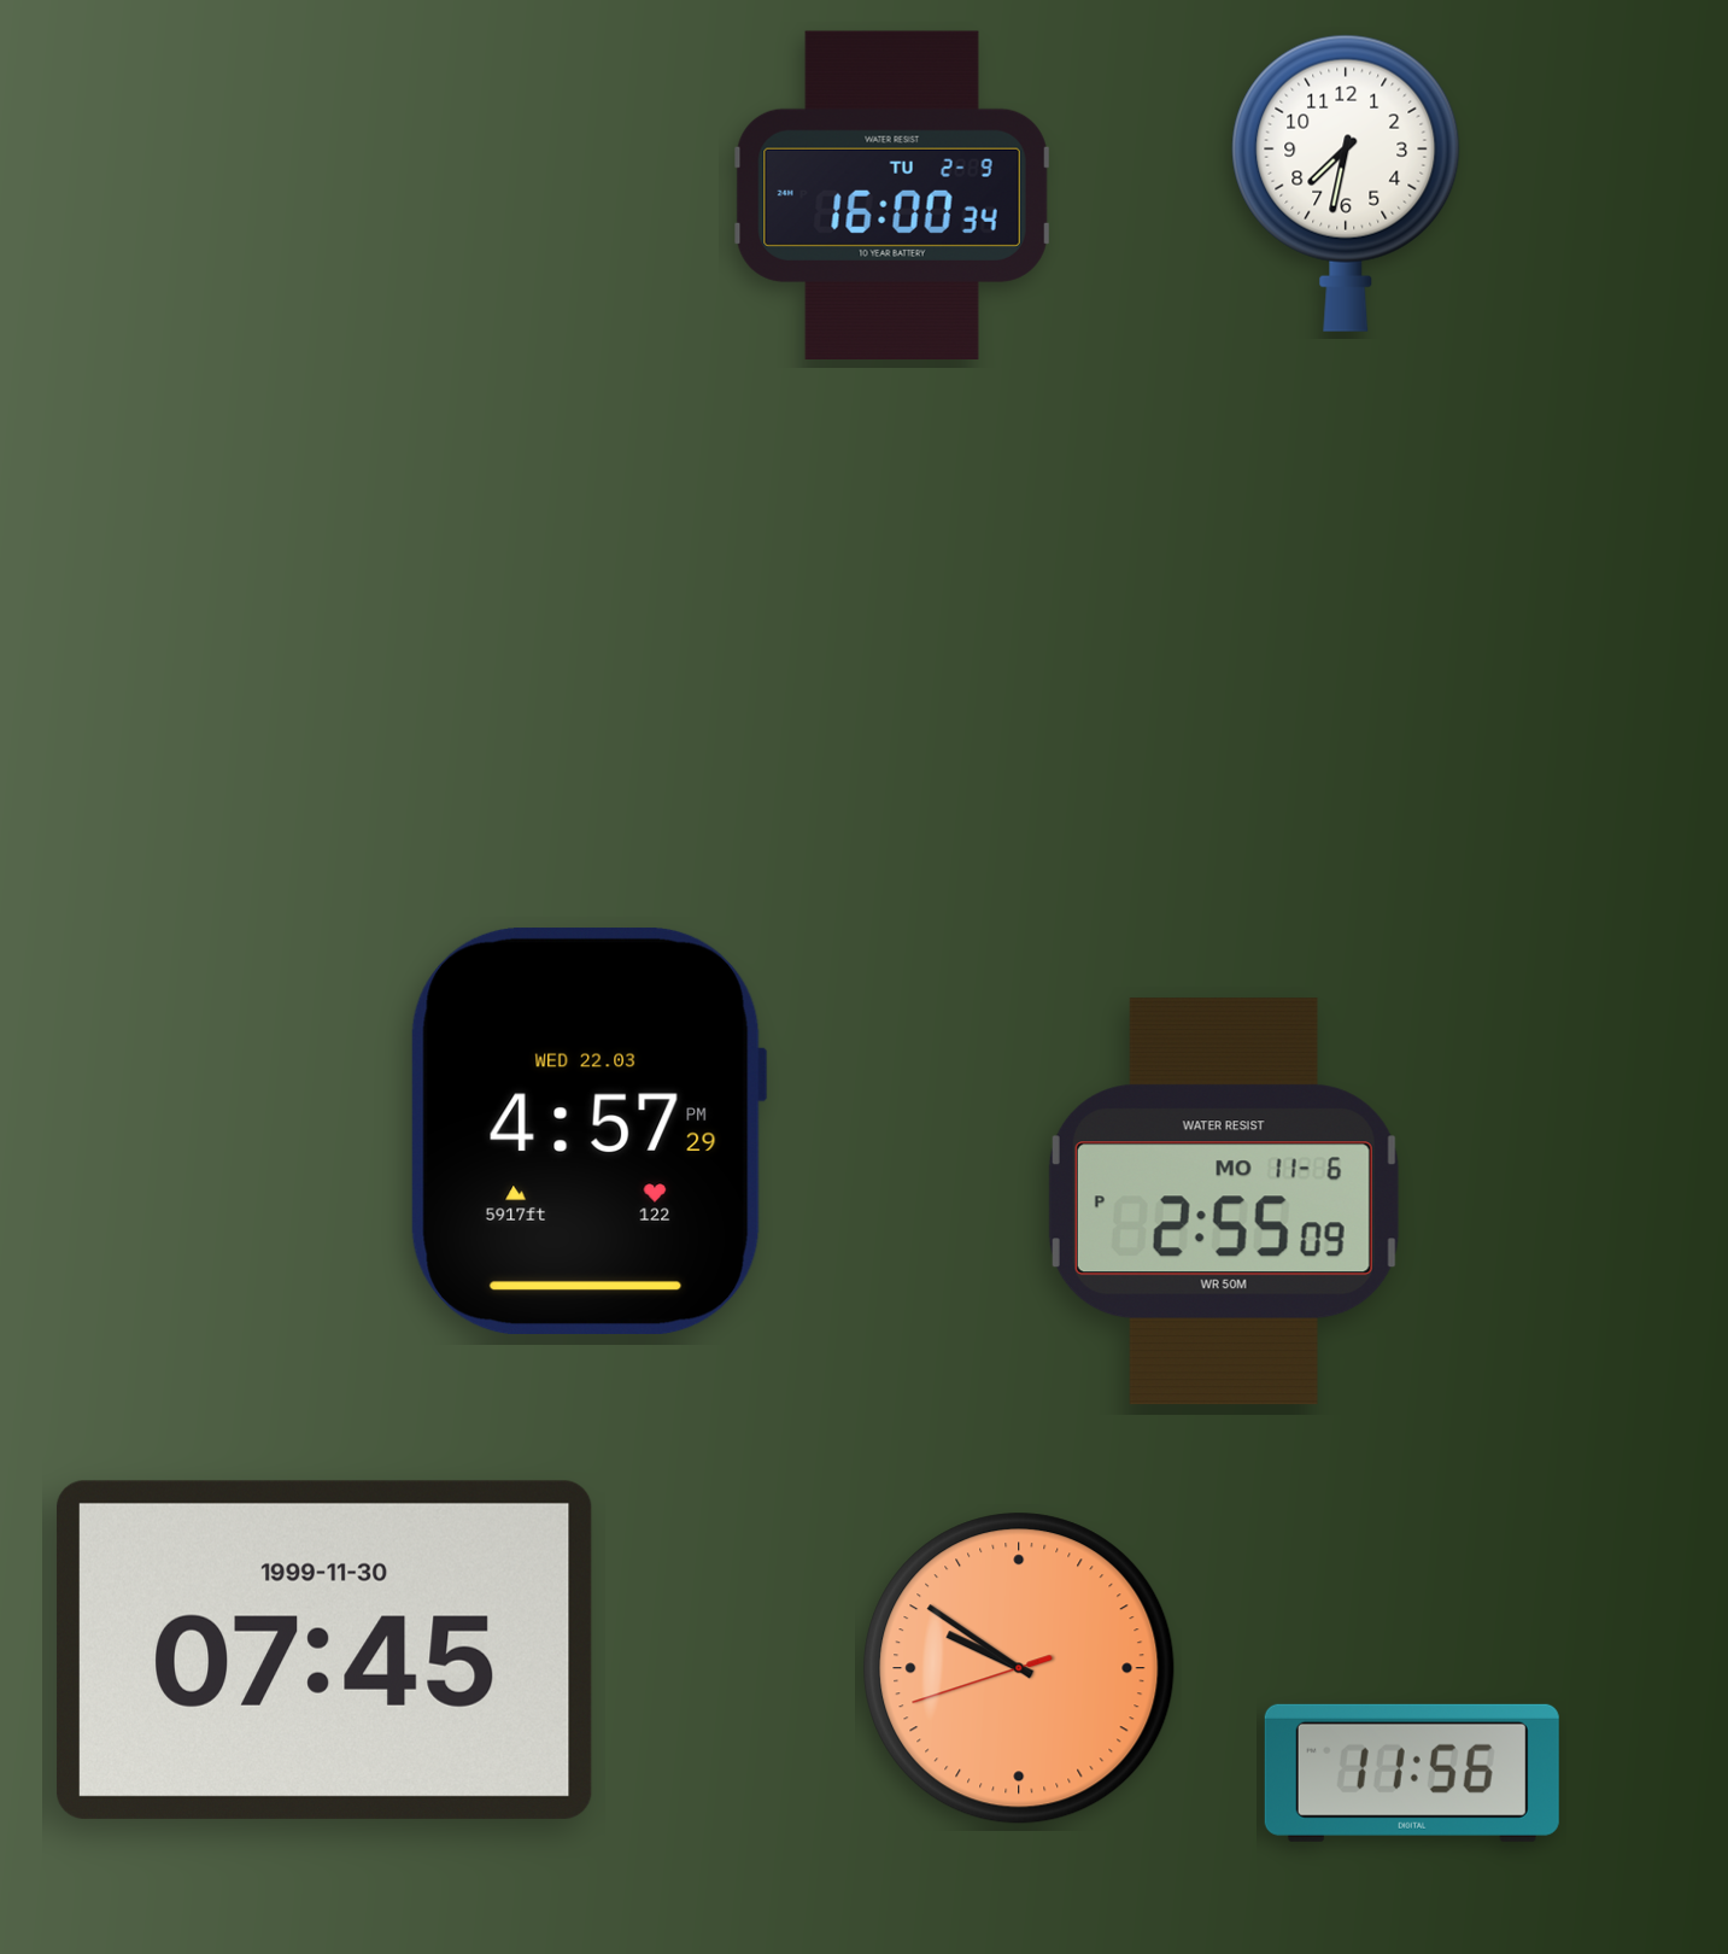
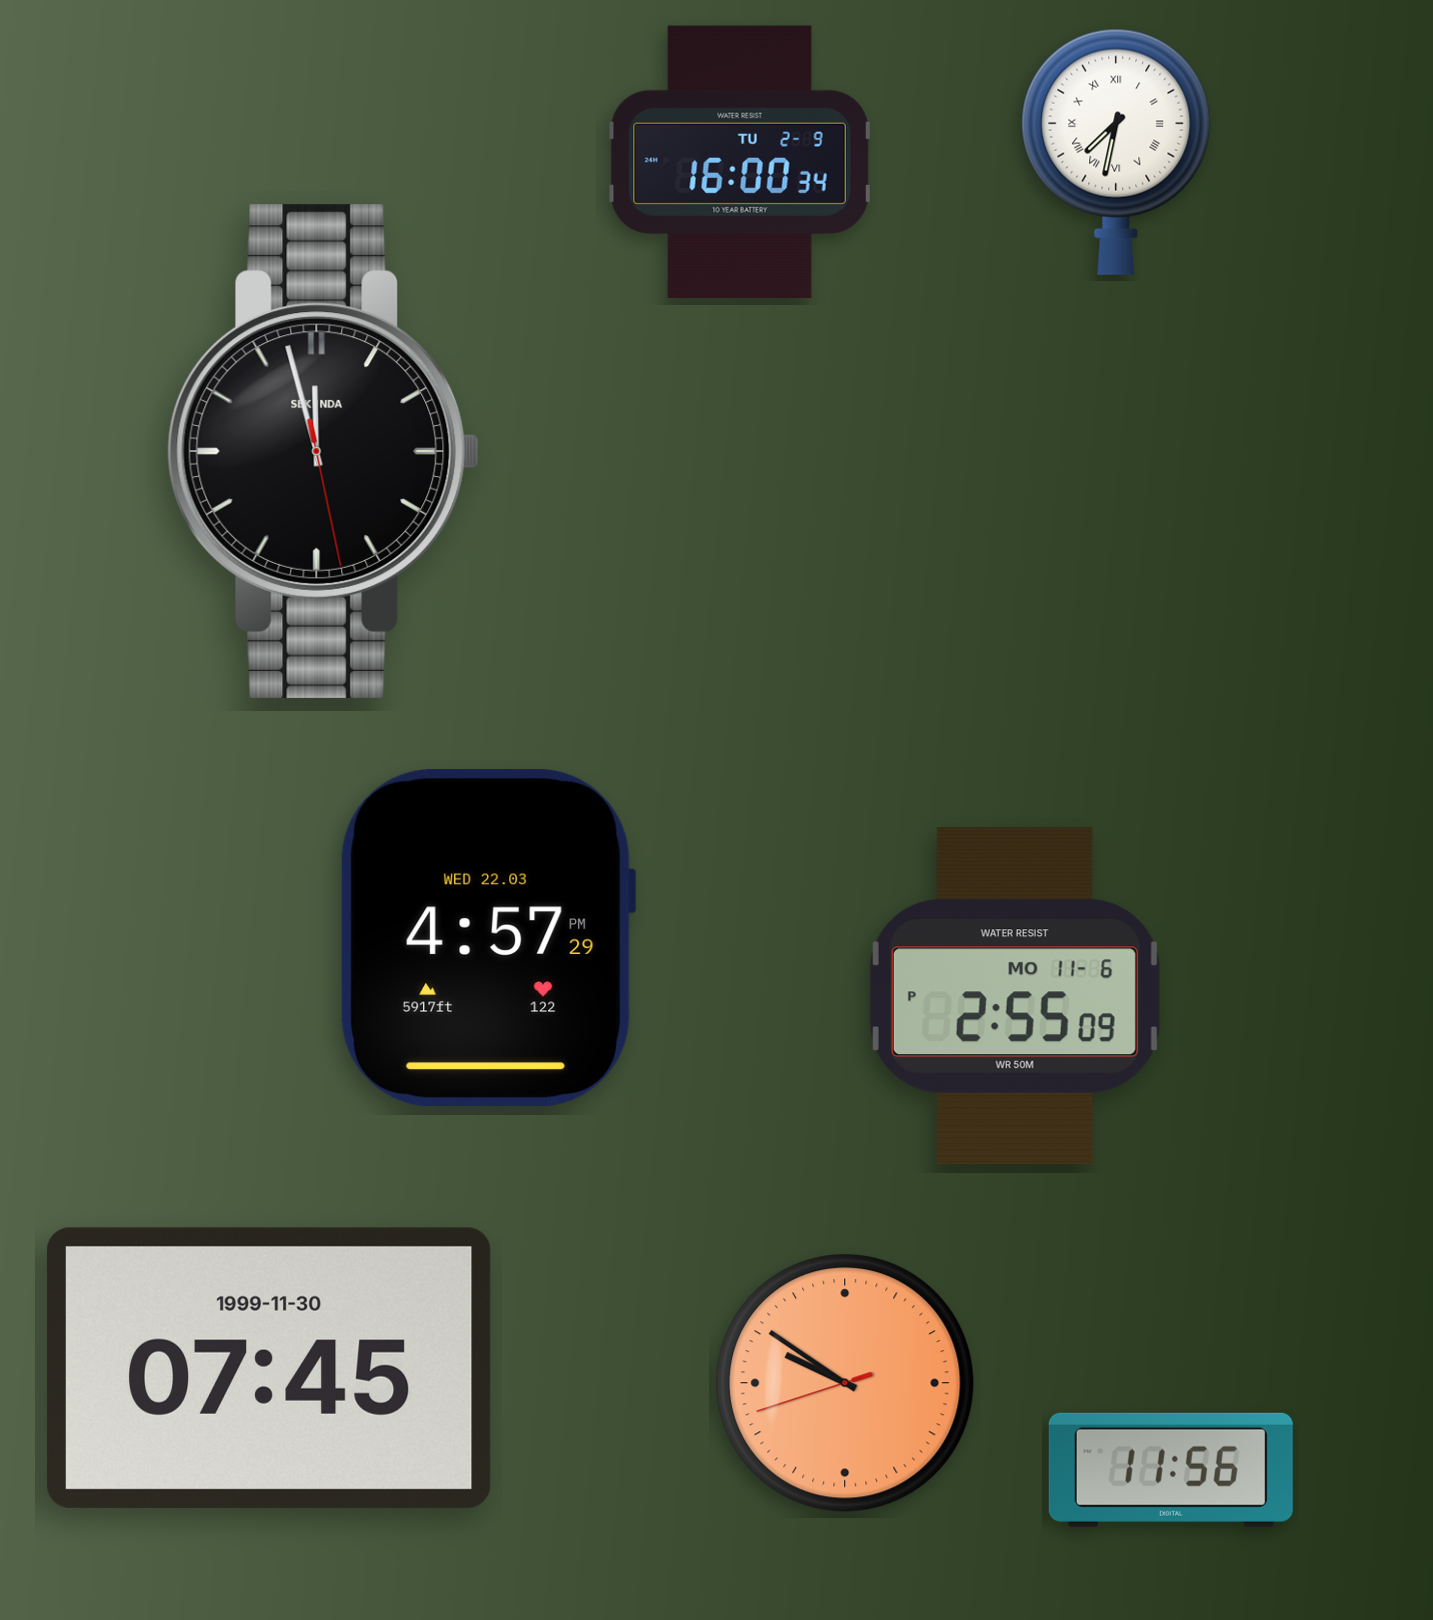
clock at (1346, 183) numerals: Arabic -> Roman
clock at (324, 451): none -> 11:57
